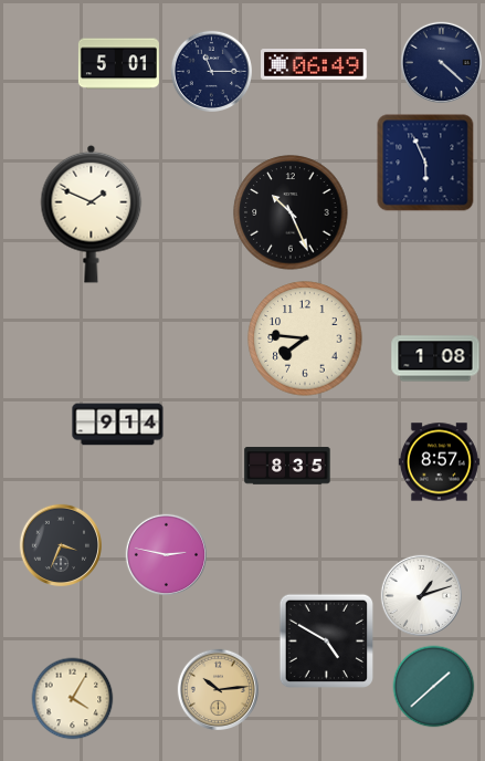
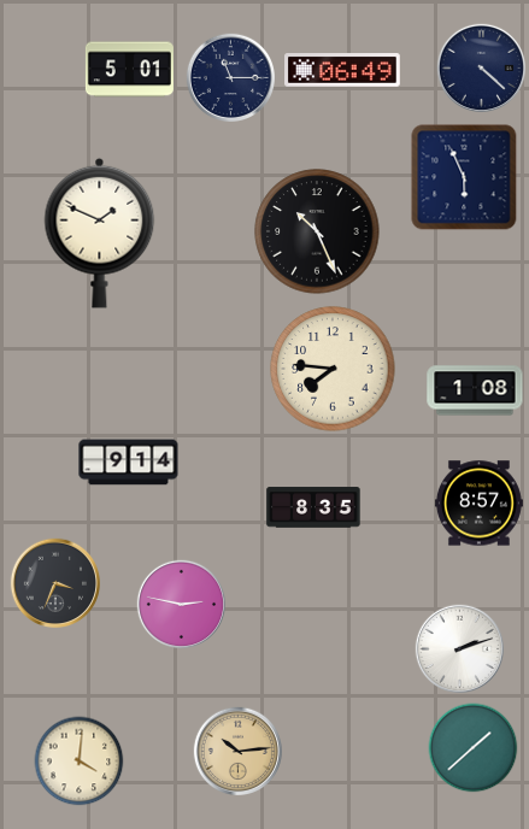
clock at (60, 544) position: (60, 544) -> (54, 582)
clock at (421, 595): 1:12 -> 2:12
clock at (327, 642): 4:50 -> none
clock at (73, 699): 4:05 -> 4:01
